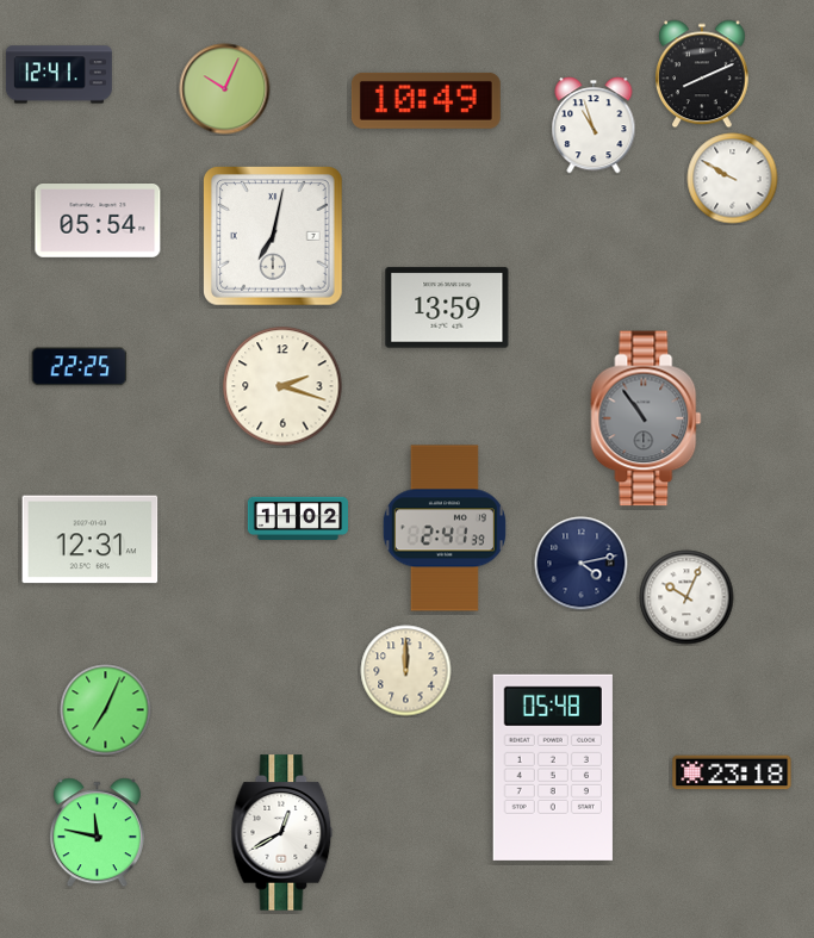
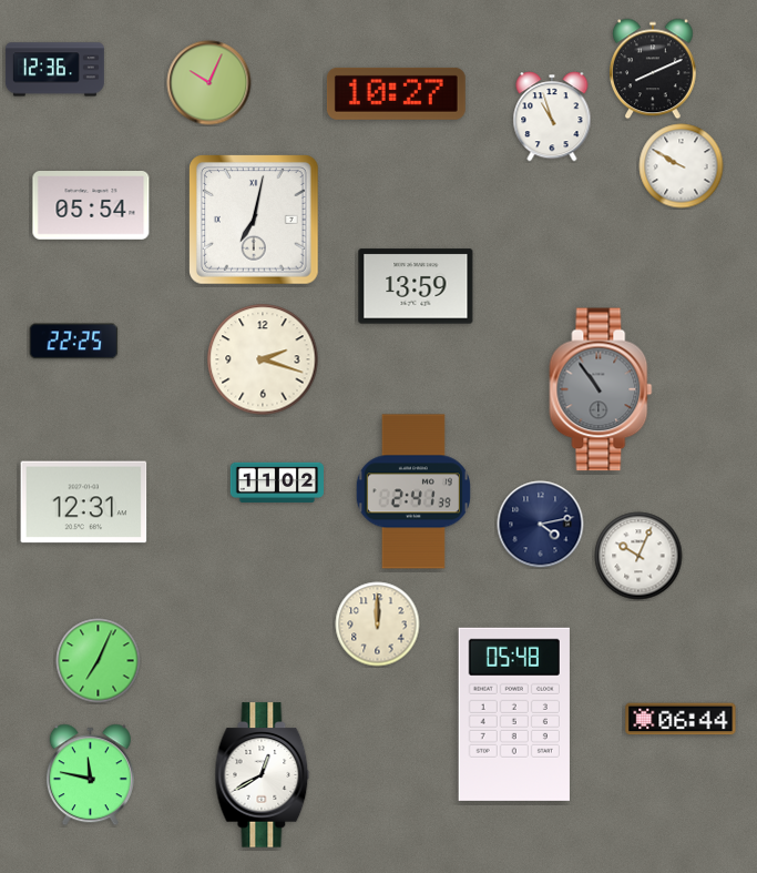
clock at (58, 75): 12:41 -> 12:36
clock at (425, 100): 10:49 -> 10:27
clock at (732, 772): 23:18 -> 06:44
